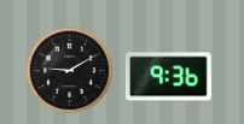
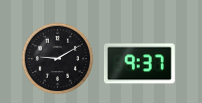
clock at (168, 77): 9:36 -> 9:37
